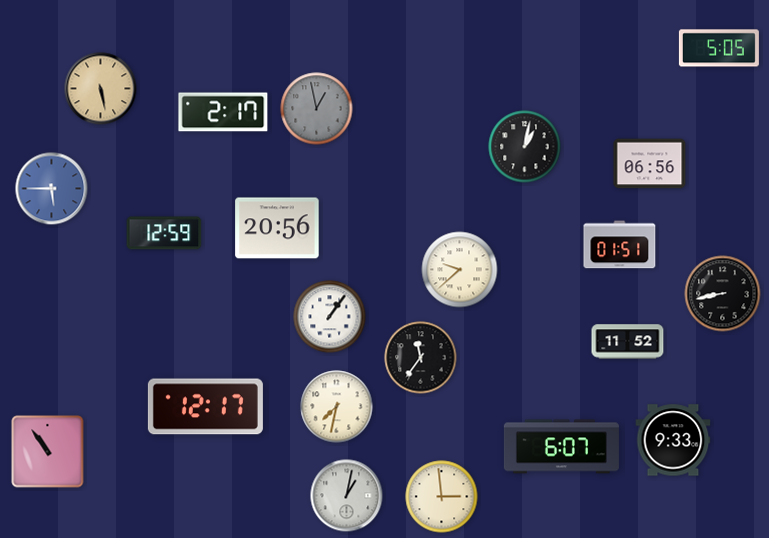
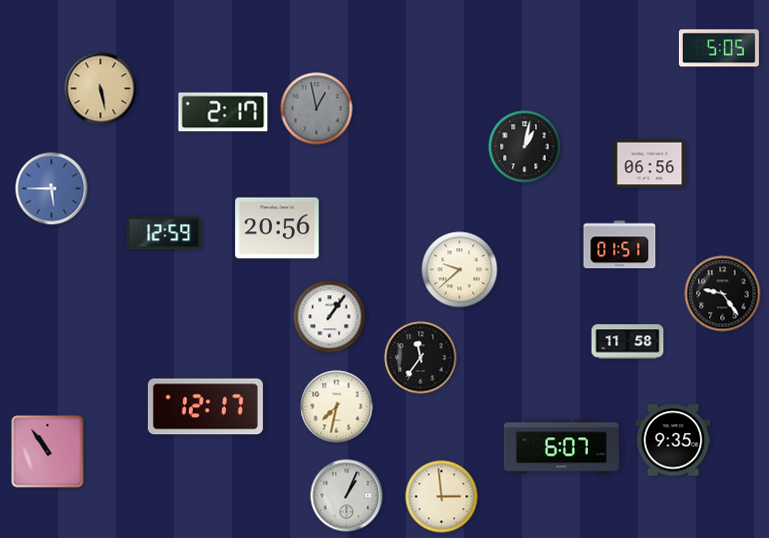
clock at (723, 294): 8:43 -> 9:24
clock at (628, 342): 11:52 -> 11:58
clock at (673, 440): 9:33 -> 9:35
clock at (347, 496): 1:02 -> 1:04
